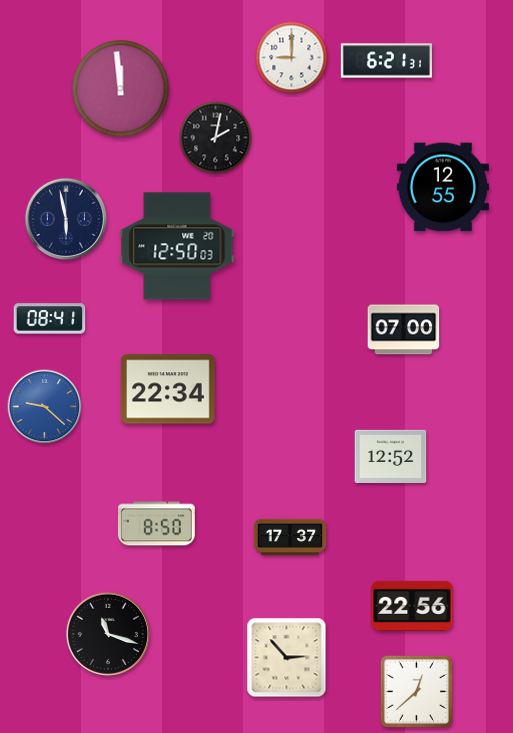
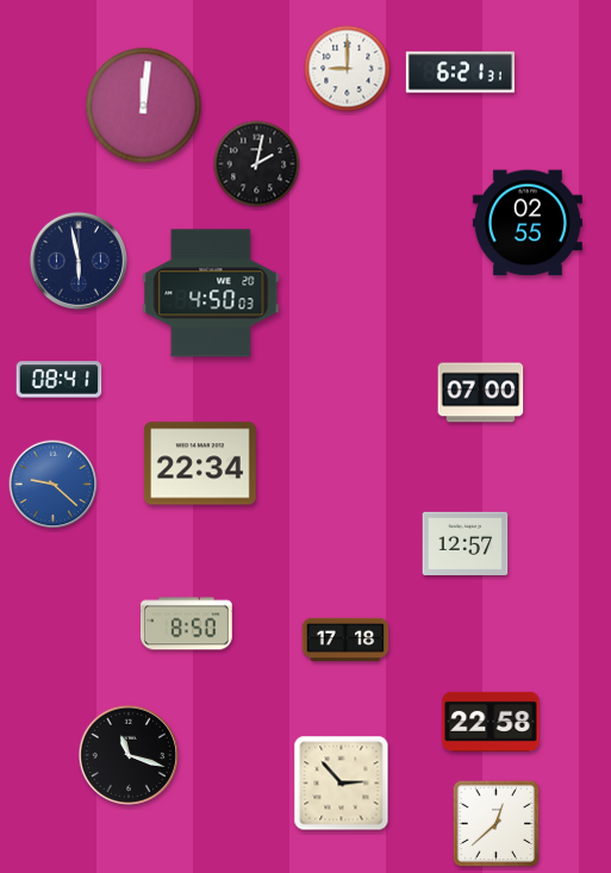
clock at (121, 89): 11:59 -> 12:01
clock at (443, 187): 12:55 -> 02:55
clock at (177, 246): 12:50 -> 4:50
clock at (391, 456): 12:52 -> 12:57
clock at (290, 537): 17:37 -> 17:18
clock at (412, 606): 22:56 -> 22:58
